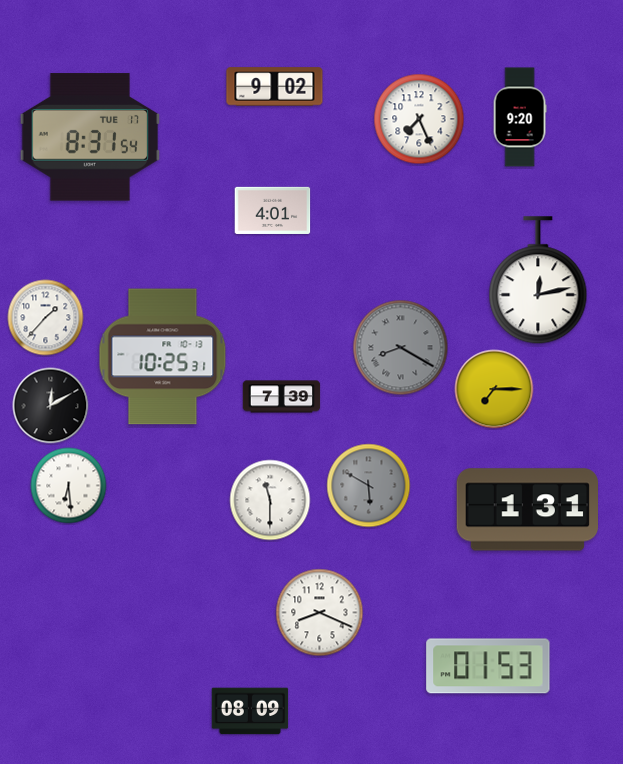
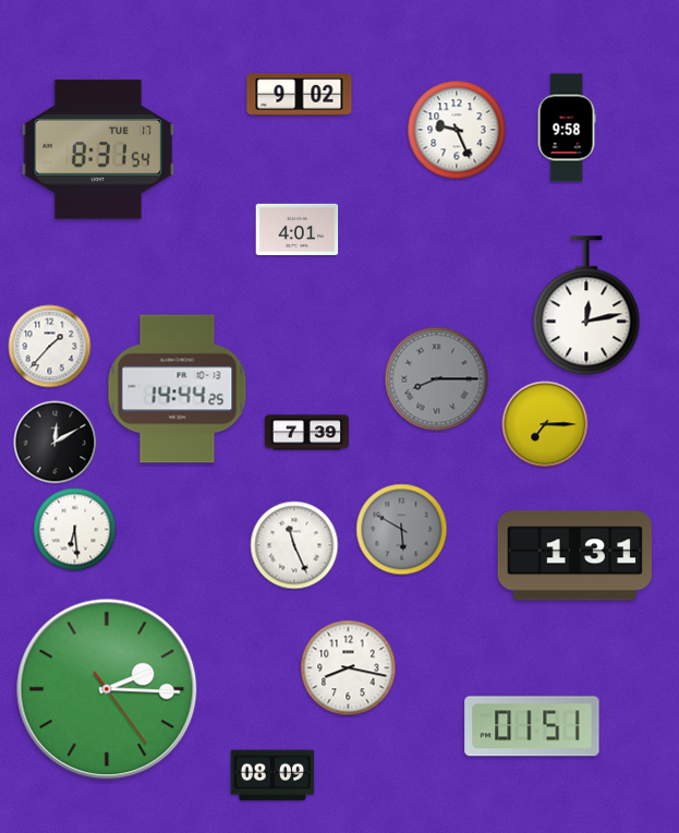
clock at (520, 117): 9:20 -> 9:58
clock at (419, 119): 7:26 -> 9:26
clock at (401, 348): 8:20 -> 8:15
clock at (163, 357): 10:25 -> 14:44
clock at (494, 389) position: (494, 389) -> (545, 424)
clock at (270, 500): 11:30 -> 11:26
clock at (320, 613): 8:19 -> 8:17
clock at (107, 689): none -> 2:15
clock at (488, 666): 01:53 -> 01:51
